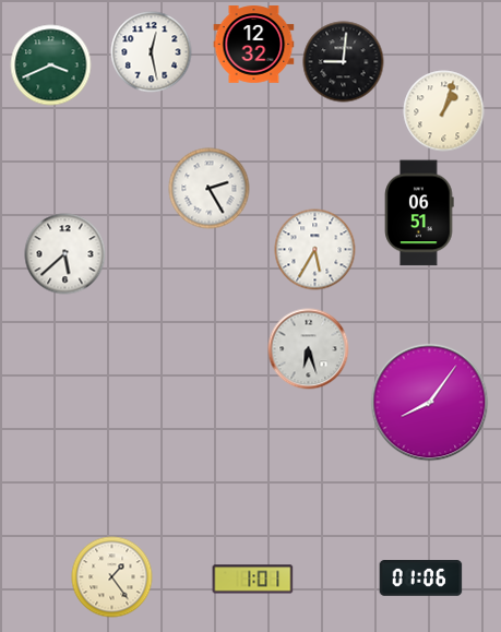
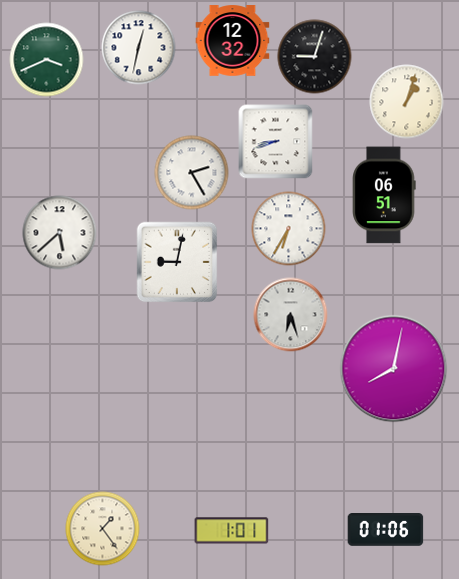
clock at (152, 52): 12:28 -> 12:32
clock at (344, 62): 9:01 -> 9:03
clock at (276, 142): none -> 8:42
clock at (315, 250): 5:35 -> 6:35
clock at (177, 262): none -> 9:02
clock at (309, 349) position: (309, 349) -> (291, 315)
clock at (430, 403): 8:06 -> 8:02
